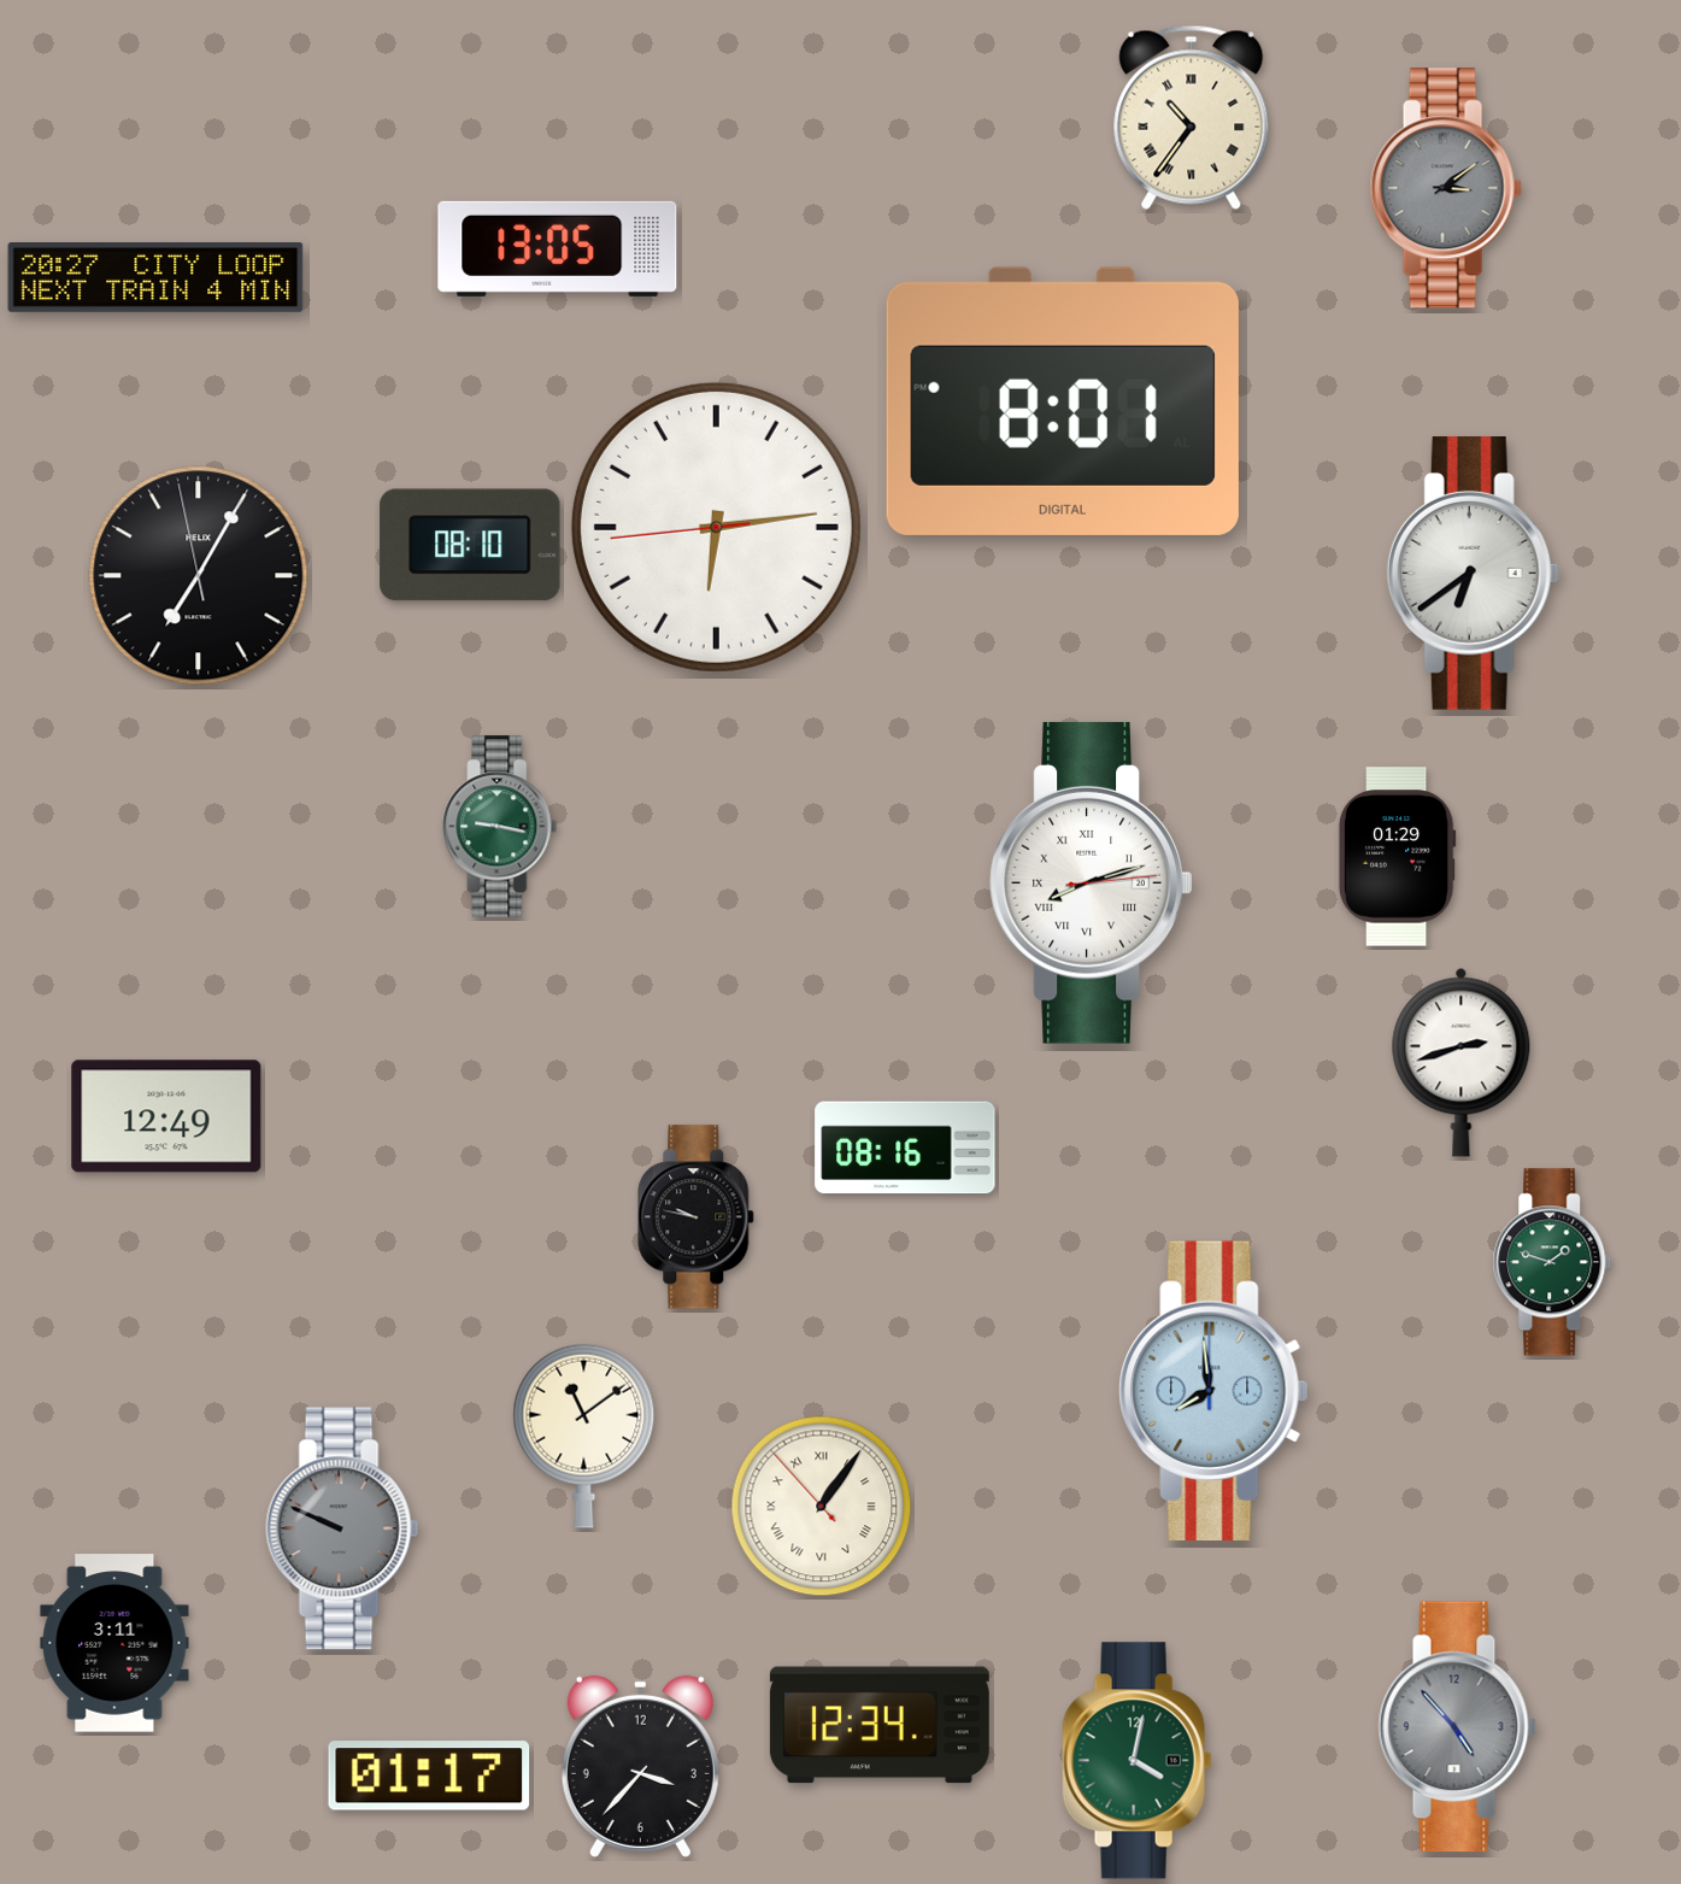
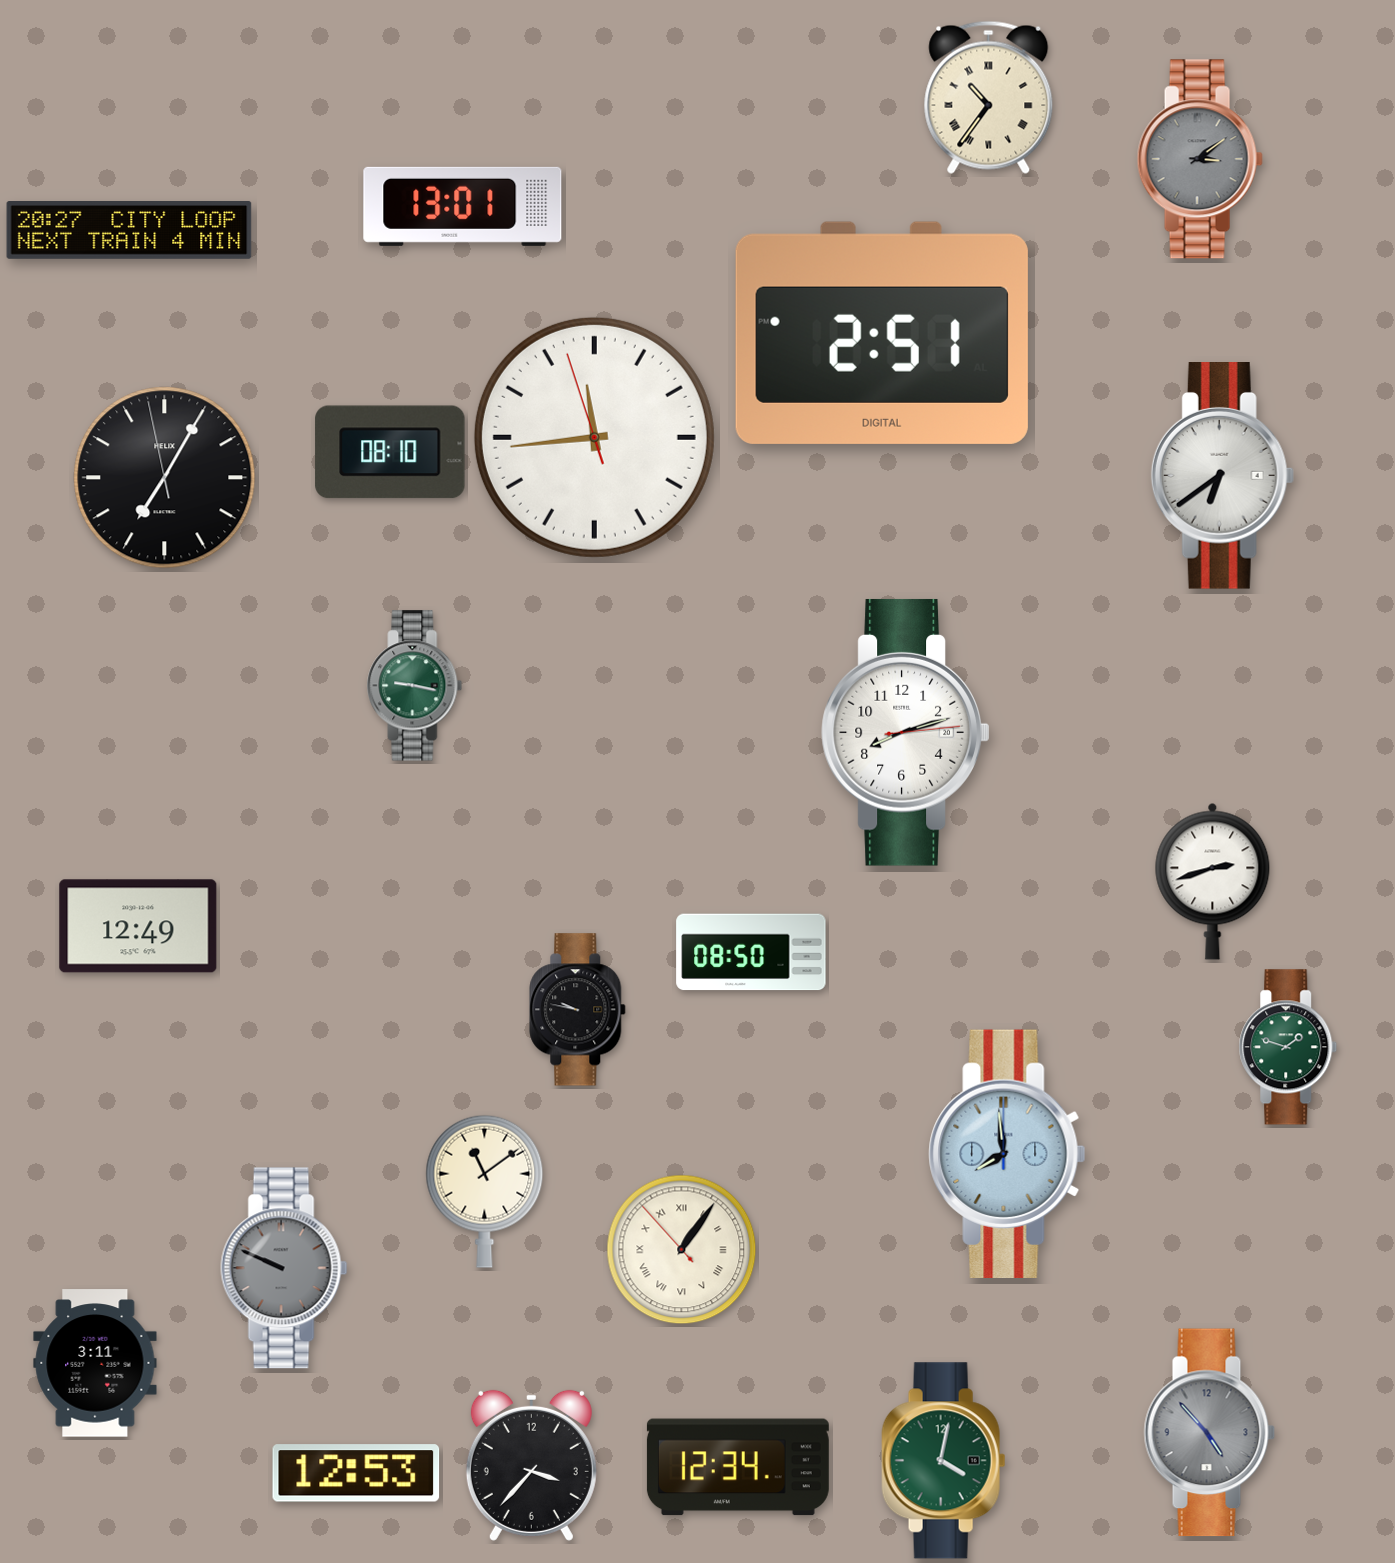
clock at (1446, 188) position: (1446, 188) -> (1200, 159)
clock at (558, 248): 13:05 -> 13:01
clock at (1063, 401): 8:01 -> 2:51
clock at (716, 527): 6:13 -> 11:43
clock at (1397, 857): 01:29 -> none
clock at (1092, 882) numerals: Roman -> Arabic
clock at (905, 1148): 08:16 -> 08:50
clock at (880, 1725) position: (880, 1725) -> (738, 1467)
clock at (429, 1776): 01:17 -> 12:53
